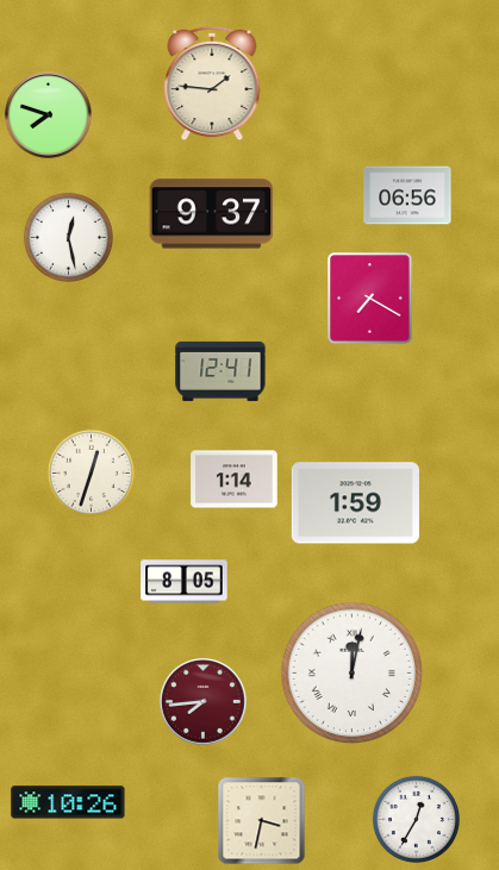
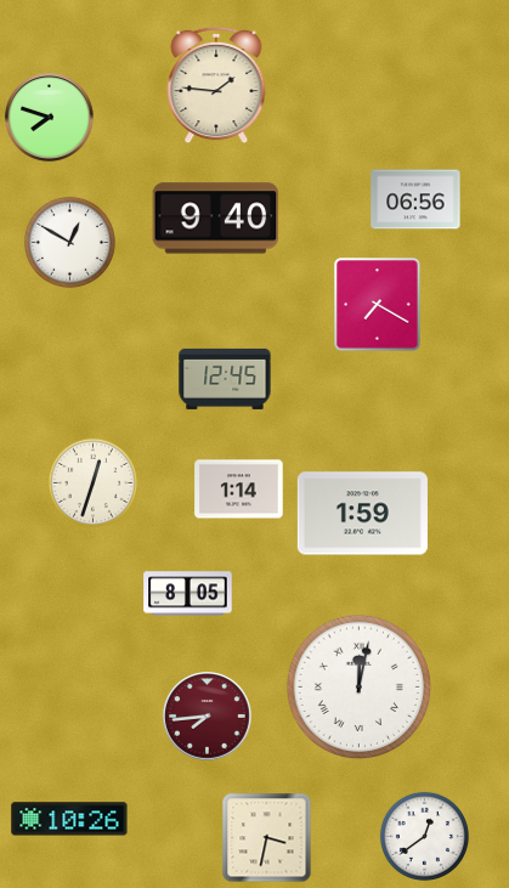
clock at (212, 214): 9:37 -> 9:40
clock at (68, 237): 12:28 -> 12:50
clock at (220, 371): 12:41 -> 12:45
clock at (416, 819): 12:35 -> 12:39
